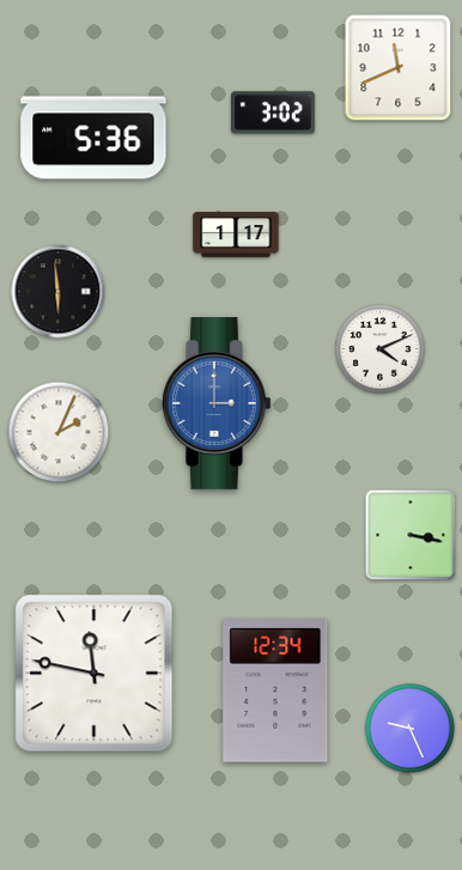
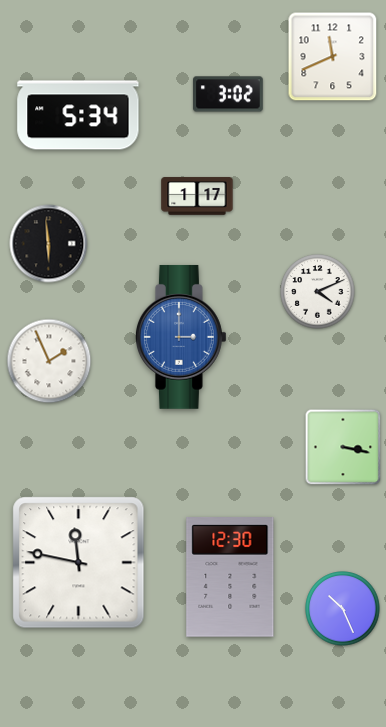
clock at (93, 138): 5:36 -> 5:34
clock at (59, 432): 2:04 -> 1:56
clock at (275, 692): 12:34 -> 12:30
clock at (411, 729): 9:26 -> 10:26
